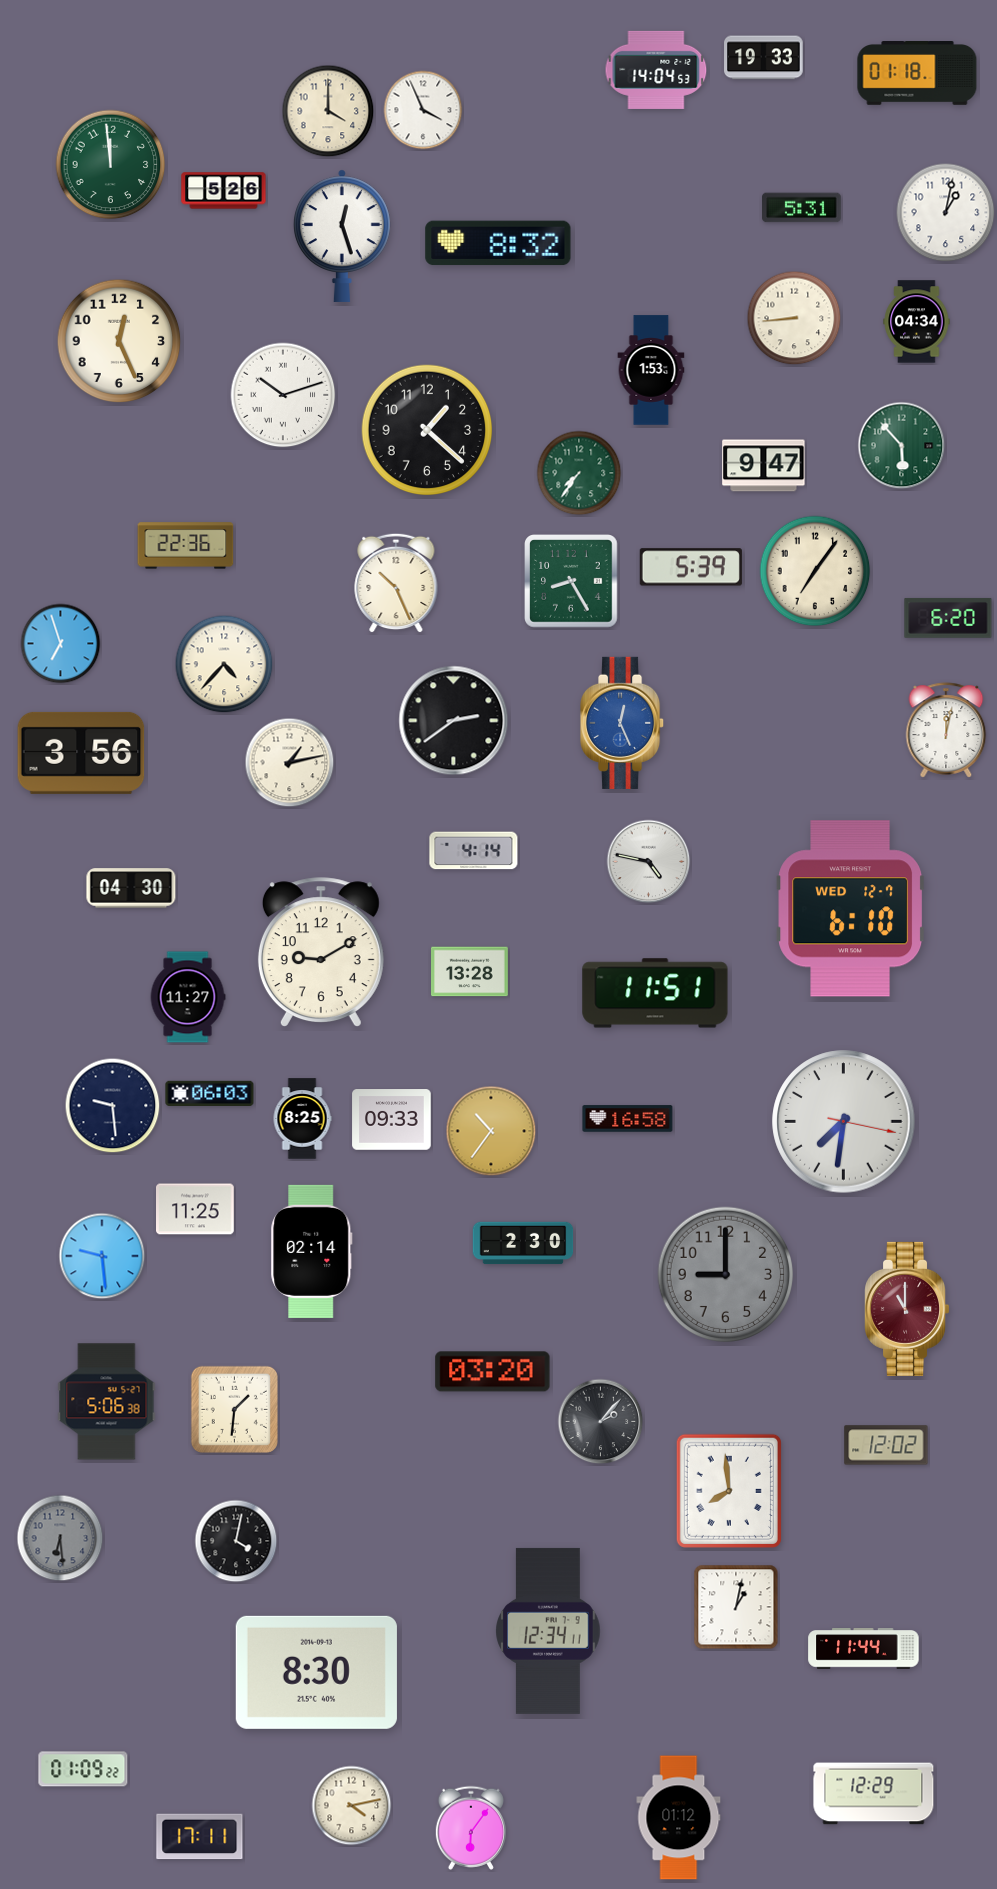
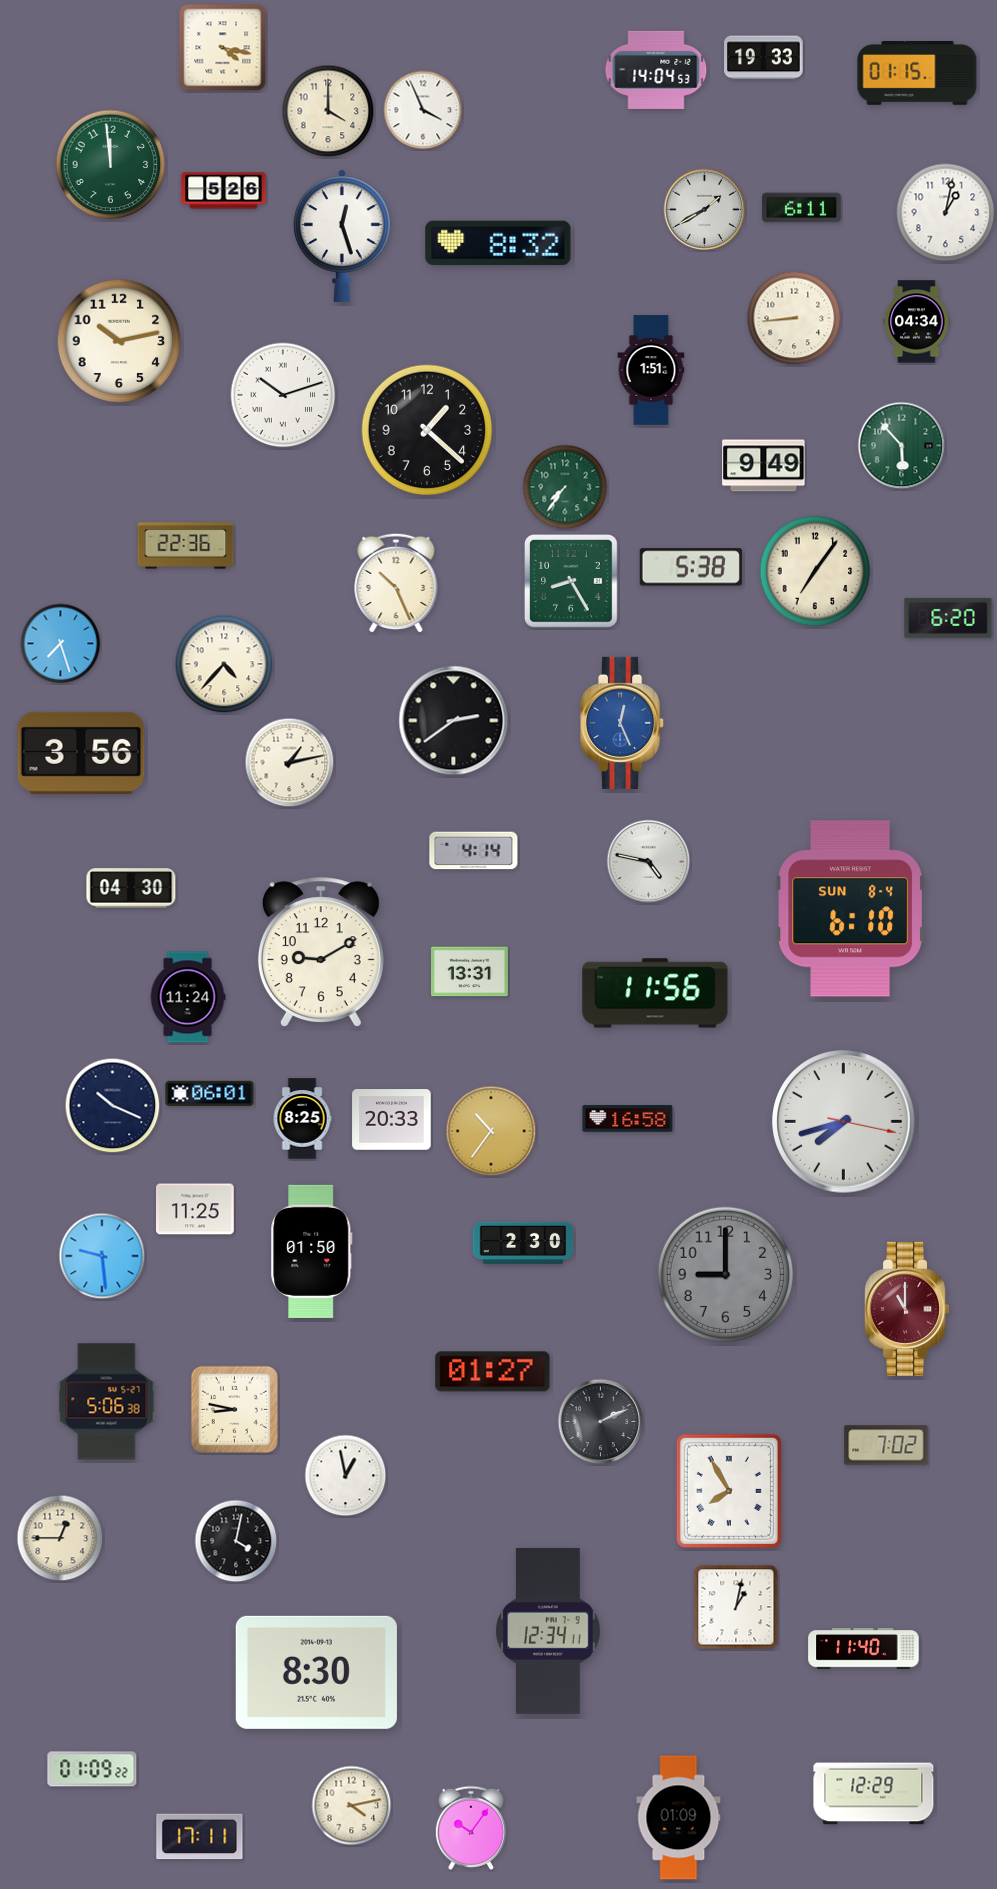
clock at (223, 48): none -> 4:17
clock at (917, 74): 01:18 -> 01:15
clock at (802, 208): 5:31 -> 6:11
clock at (705, 210): none -> 1:40
clock at (119, 341): 12:26 -> 10:13
clock at (651, 370): 1:53 -> 1:51
clock at (764, 466): 9:47 -> 9:49
clock at (579, 473) position: (579, 473) -> (565, 487)
clock at (691, 567): 5:39 -> 5:38
clock at (61, 644): 6:57 -> 7:27
clock at (946, 730): 12:02 -> none
clock at (851, 909) date: WED 12-7 -> SUN 8-4
clock at (470, 972): 13:28 -> 13:31
clock at (655, 993): 11:51 -> 11:56
clock at (188, 997): 11:27 -> 11:24
clock at (210, 1094): 06:03 -> 06:01
clock at (113, 1106): 9:29 -> 10:19
clock at (392, 1120): 09:33 -> 20:33
clock at (844, 1122): 7:31 -> 7:42
clock at (312, 1251): 02:14 -> 01:50
clock at (493, 1372): 03:20 -> 01:27
clock at (234, 1409): 1:31 -> 8:47
clock at (601, 1422): 2:07 -> 2:11
clock at (886, 1445): 12:02 -> 7:02
clock at (346, 1476): none -> 12:58
clock at (729, 1491): 7:59 -> 7:55
clock at (60, 1538): 6:29 -> 12:45
clock at (60, 1538) dial: grey -> cream
clock at (864, 1649): 11:44 -> 11:40
clock at (83, 1769) position: (83, 1769) -> (92, 1769)
clock at (679, 1818): 01:12 -> 01:09
clock at (471, 1828): 6:06 -> 10:06
